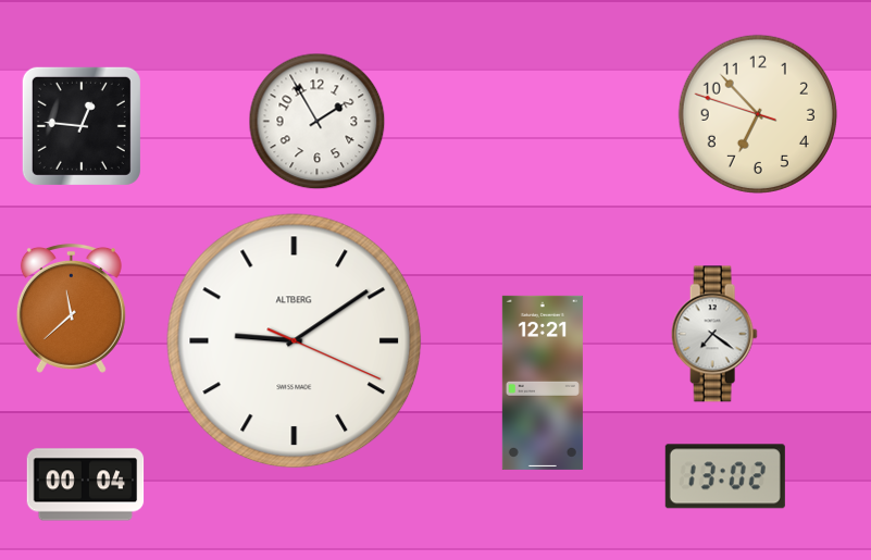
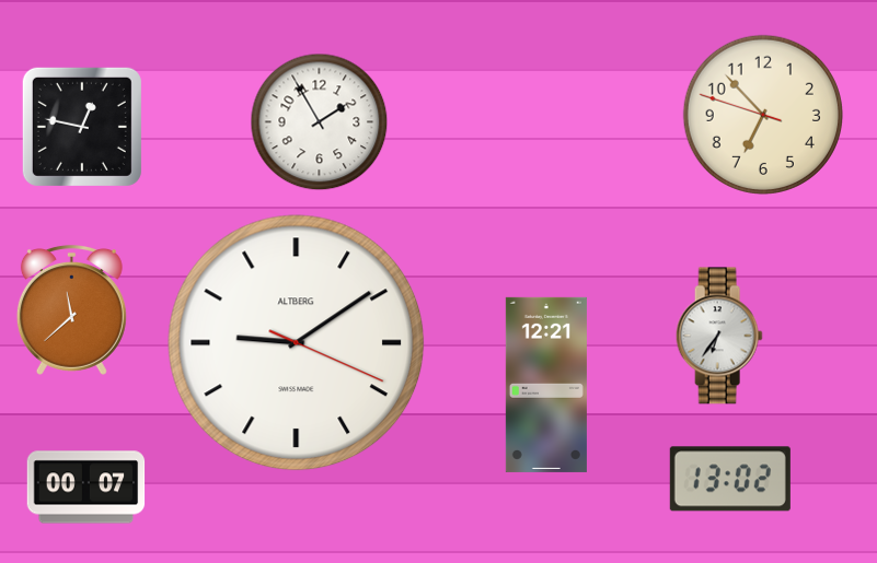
clock at (82, 126): 12:46 -> 12:47
clock at (714, 334): 7:21 -> 6:36
clock at (86, 485): 00:04 -> 00:07
